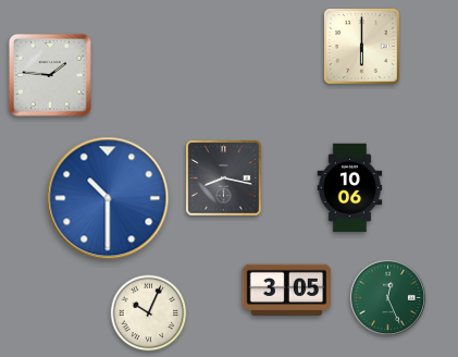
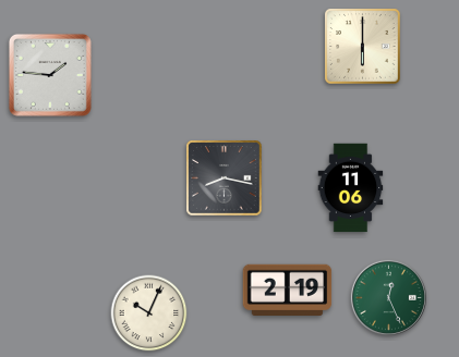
clock at (350, 188): 10:06 -> 11:06
clock at (108, 198): 10:30 -> none
clock at (287, 290): 3:05 -> 2:19
